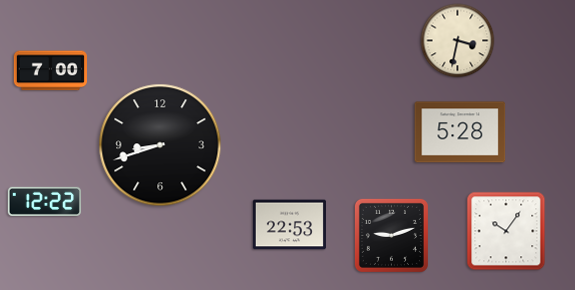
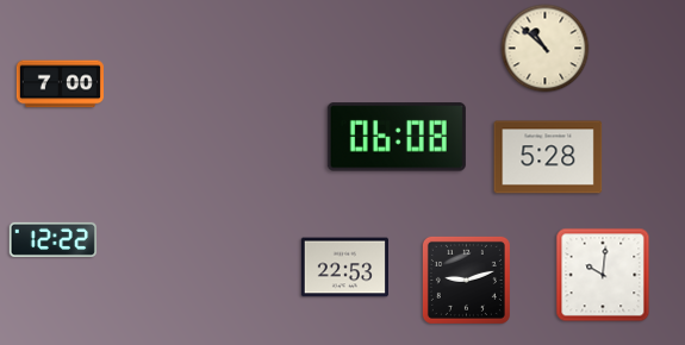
clock at (458, 41): 3:32 -> 10:52
clock at (397, 137): none -> 06:08
clock at (160, 145): 8:42 -> none
clock at (506, 231): 10:06 -> 10:01
